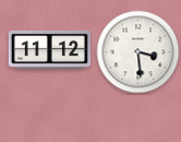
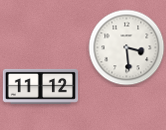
clock at (49, 49) position: (49, 49) -> (40, 86)
